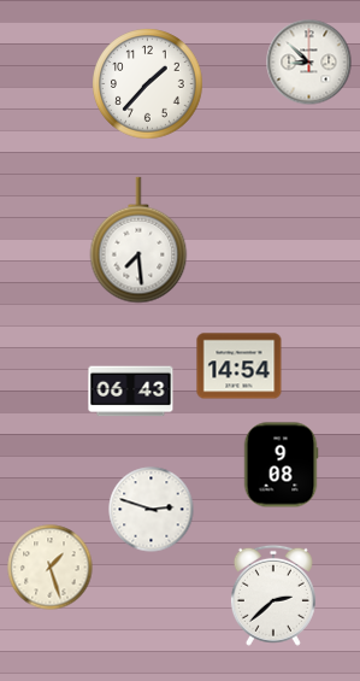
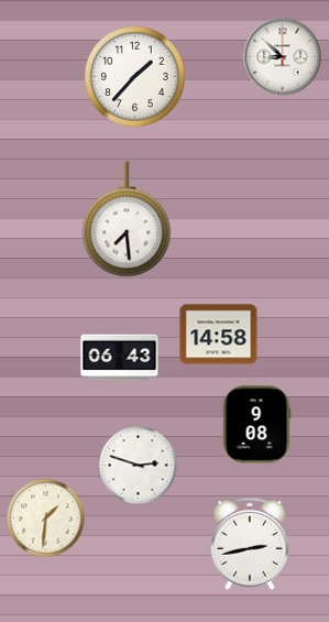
clock at (240, 366): 14:54 -> 14:58
clock at (51, 568): 1:27 -> 1:31
clock at (273, 595): 2:38 -> 2:43
